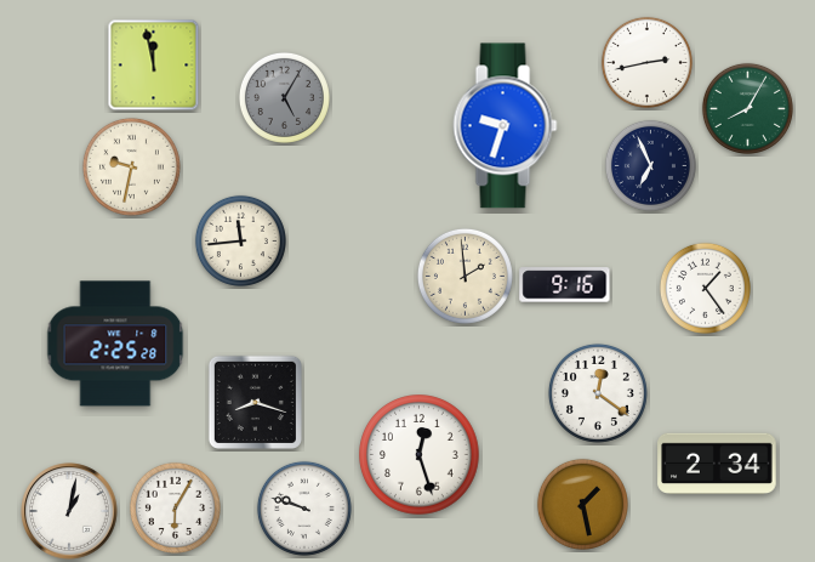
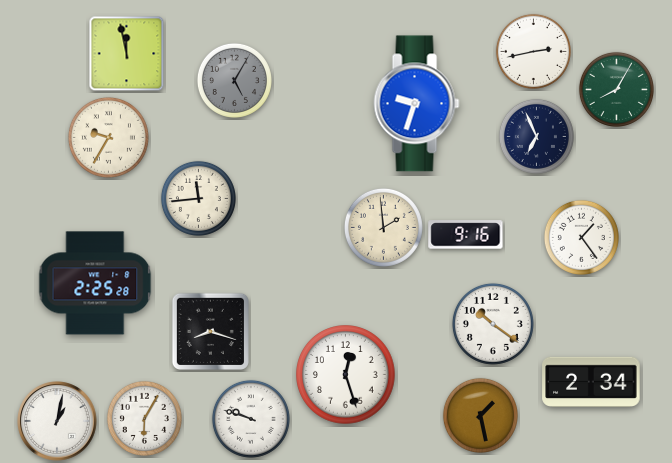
clock at (131, 166): 9:32 -> 9:35
clock at (598, 393): 12:21 -> 10:21
